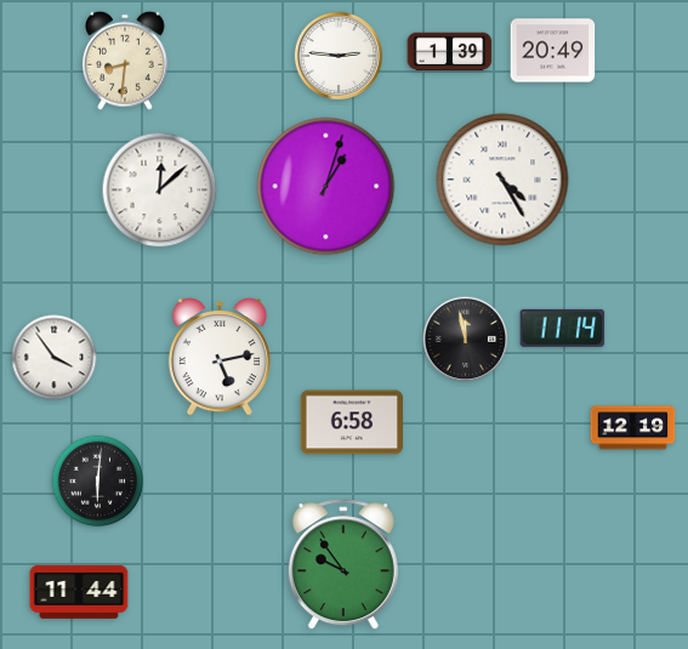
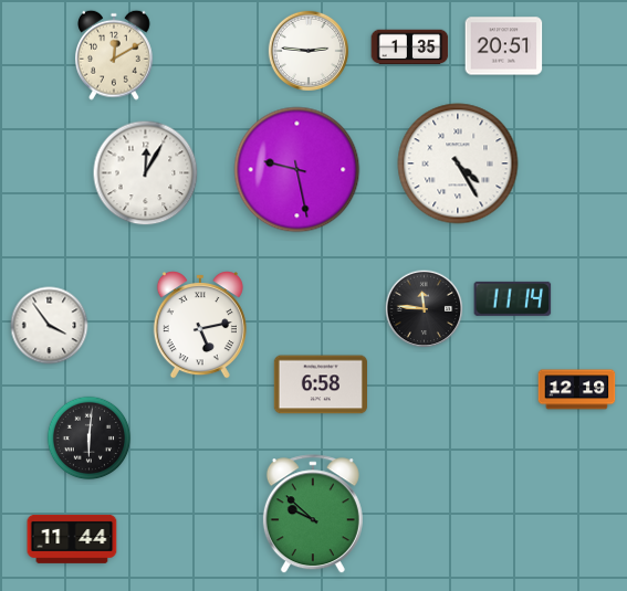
clock at (553, 51): 20:49 -> 20:51
clock at (450, 52): 1:39 -> 1:35
clock at (126, 61): 8:31 -> 12:10
clock at (326, 187): 1:03 -> 9:28
clock at (160, 190): 12:08 -> 12:05
clock at (466, 340): 11:58 -> 11:46
clock at (343, 565): 9:54 -> 9:52
